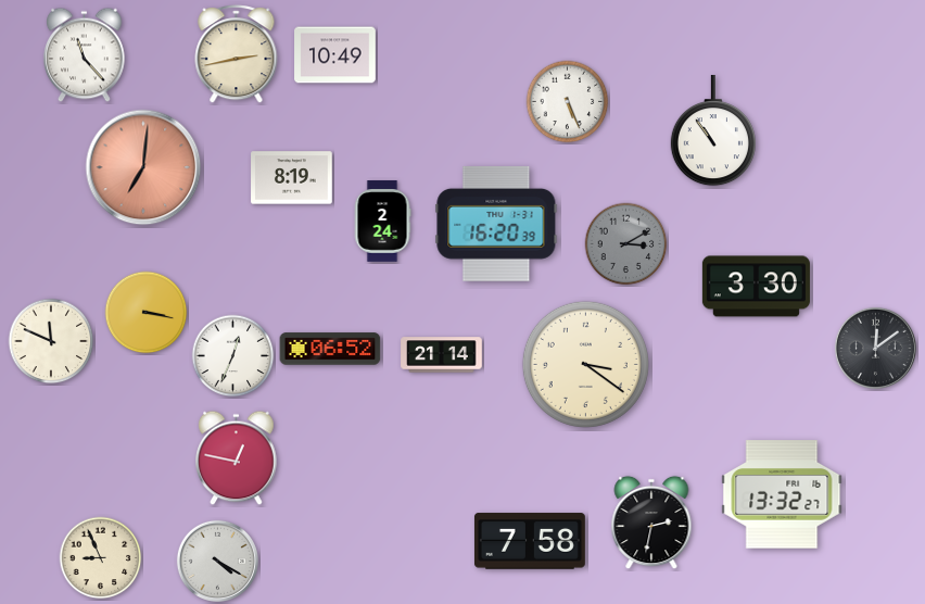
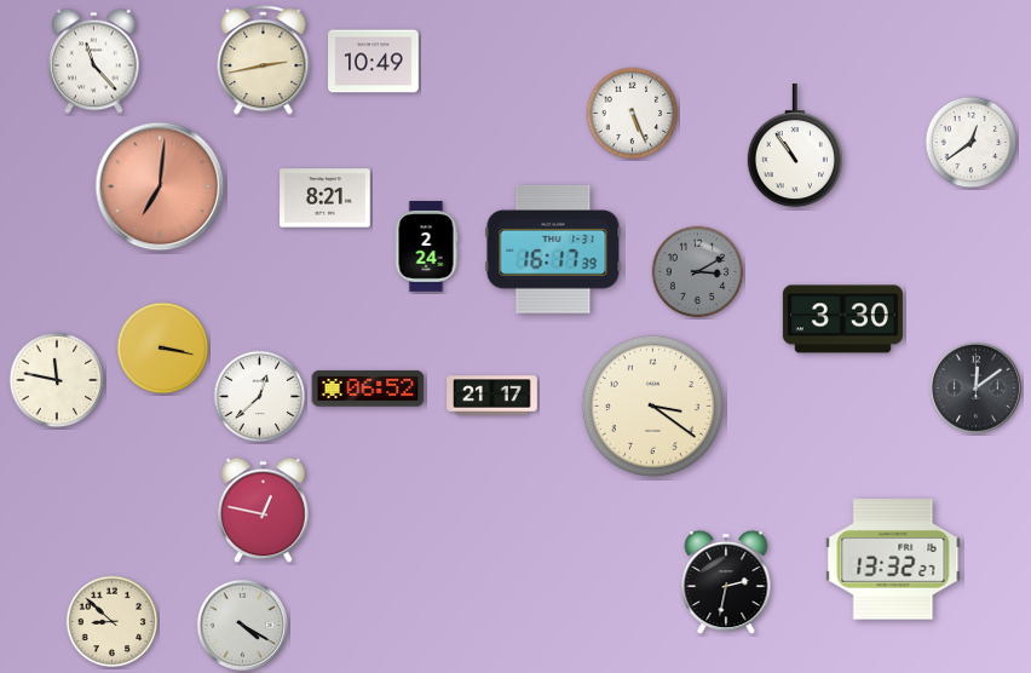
clock at (972, 143): none -> 12:39
clock at (292, 178): 8:19 -> 8:21
clock at (496, 224): 16:20 -> 16:17
clock at (51, 341): 11:49 -> 11:47
clock at (442, 355): 21:14 -> 21:17
clock at (233, 356): 12:34 -> 12:38
clock at (782, 494) position: (782, 494) -> (893, 559)
clock at (530, 541): 7:58 -> none
clock at (101, 558): 8:56 -> 8:52
